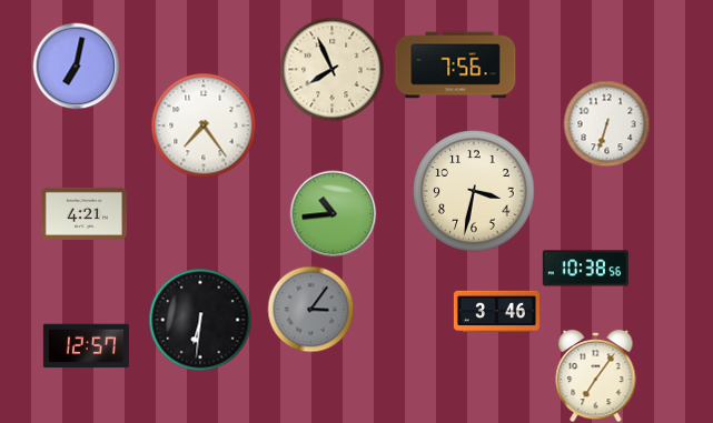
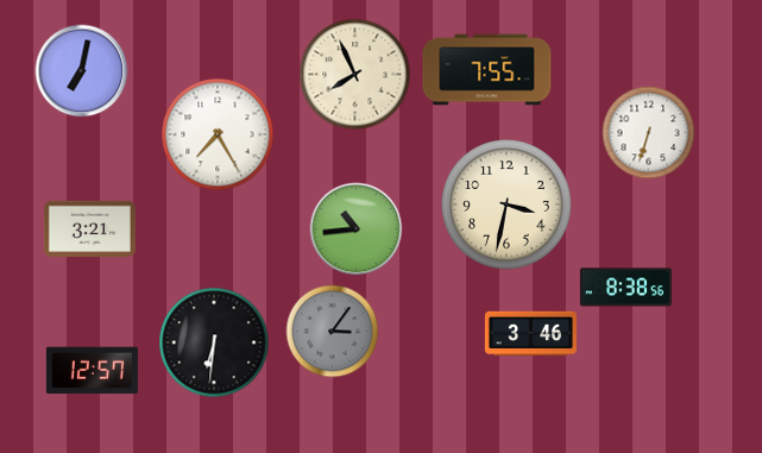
clock at (456, 66): 7:56 -> 7:55
clock at (204, 125): 7:24 -> 7:25
clock at (83, 213): 4:21 -> 3:21
clock at (585, 269): 10:38 -> 8:38
clock at (596, 375): 7:06 -> none
